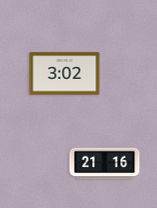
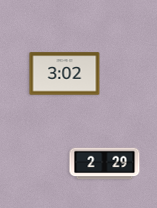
clock at (105, 164): 21:16 -> 2:29
